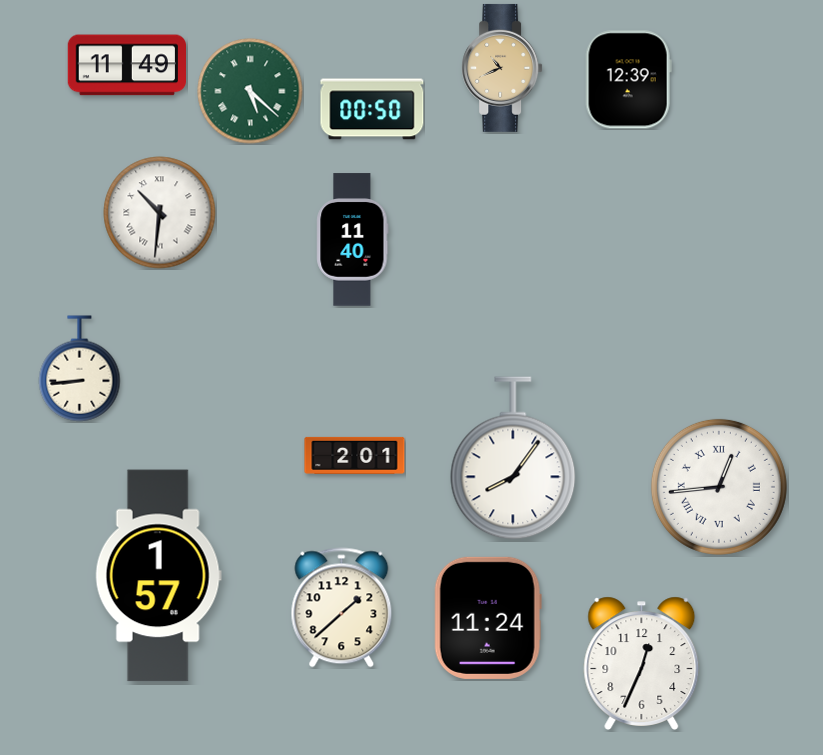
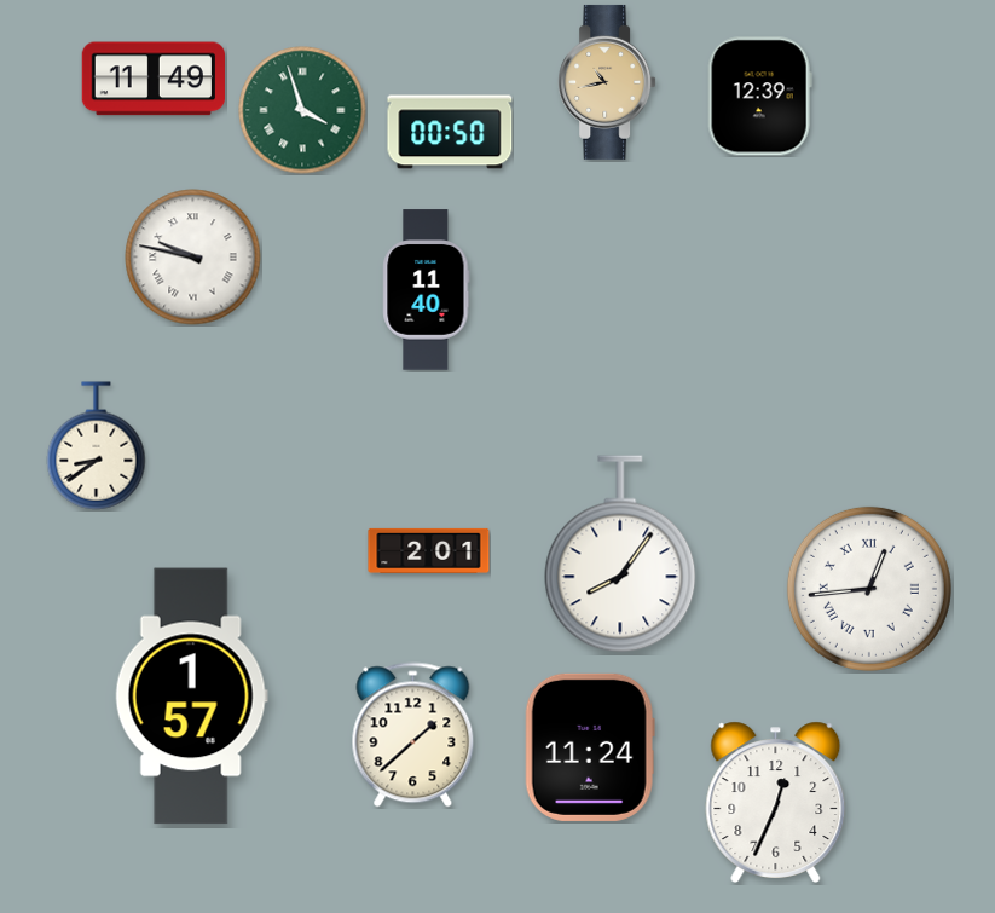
clock at (502, 68): 10:41 -> 10:43
clock at (250, 91): 5:22 -> 3:57
clock at (160, 213): 10:31 -> 9:47
clock at (80, 369): 8:44 -> 8:39
